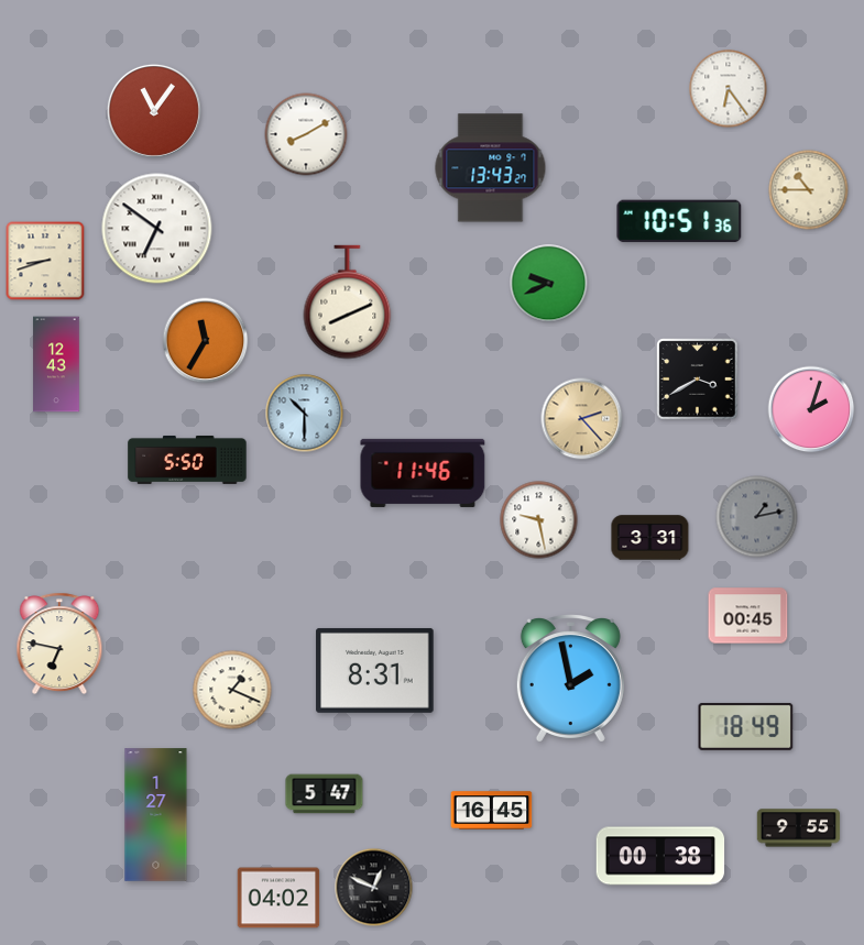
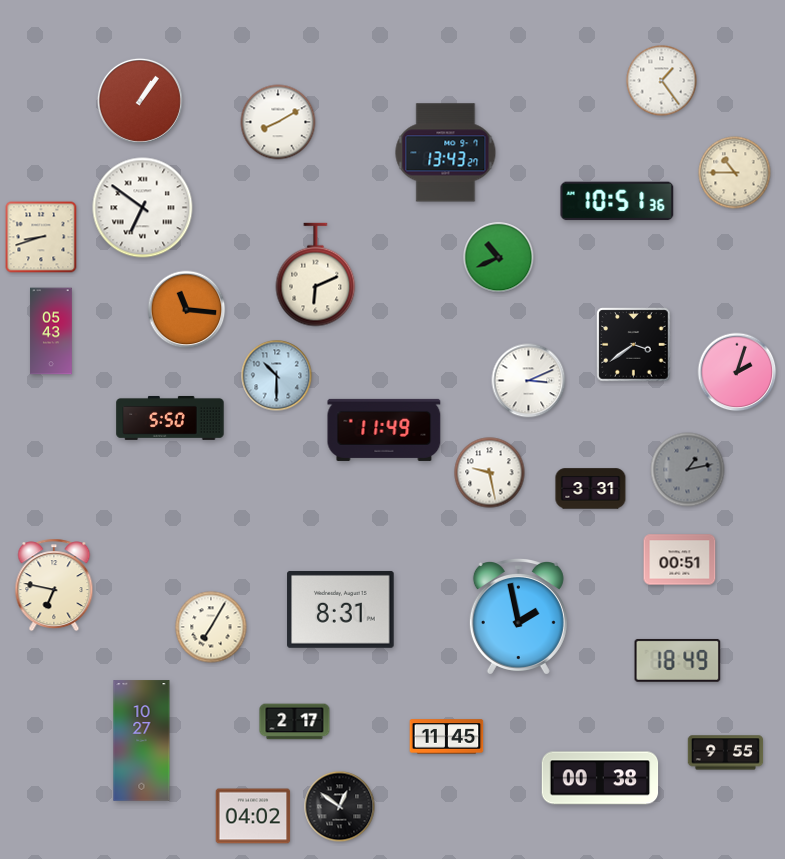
clock at (729, 89): 6:24 -> 1:24
clock at (154, 111): 11:06 -> 1:06
clock at (549, 284): 9:41 -> 10:41
clock at (348, 303): 8:11 -> 6:11
clock at (206, 341): 11:35 -> 11:16
clock at (56, 364): 12:43 -> 05:43
clock at (698, 380): 3:40 -> 3:39
clock at (582, 419): 2:23 -> 3:11
clock at (582, 419) dial: champagne -> white
clock at (423, 473): 11:46 -> 11:49
clock at (748, 616): 00:45 -> 00:51
clock at (232, 690): 1:19 -> 7:05
clock at (325, 794): 5:47 -> 2:17
clock at (492, 811): 16:45 -> 11:45
clock at (156, 815): 1:27 -> 10:27
clock at (374, 888): 12:49 -> 12:51
